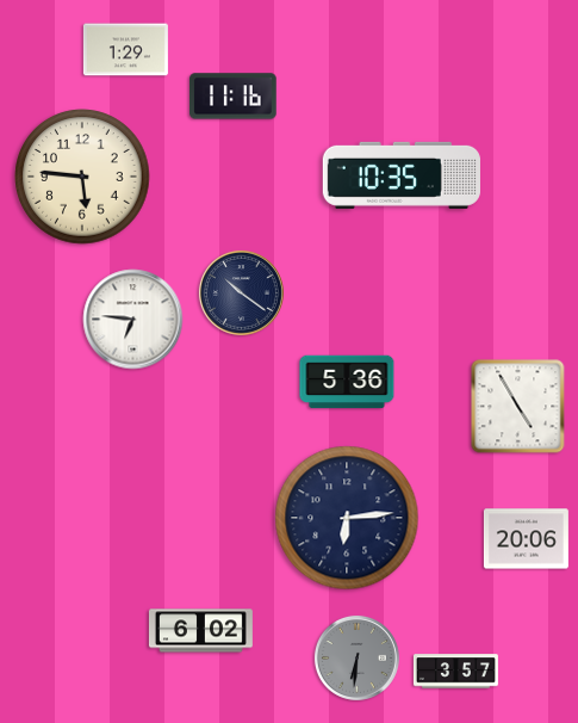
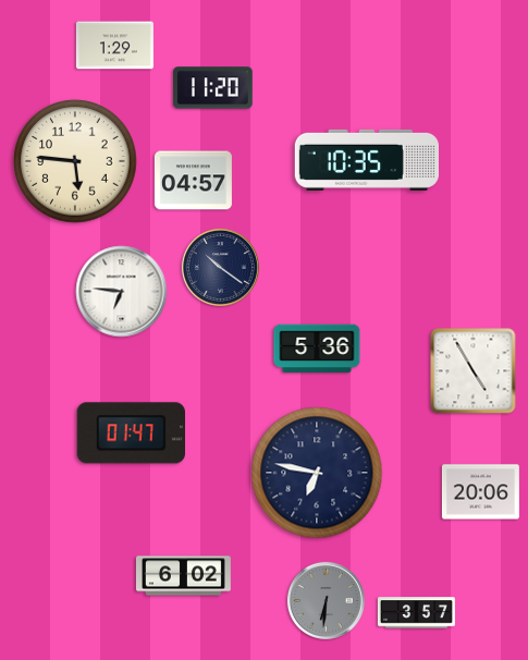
clock at (234, 97): 11:16 -> 11:20
clock at (193, 181): none -> 04:57
clock at (131, 433): none -> 01:47
clock at (347, 518): 6:14 -> 6:47
